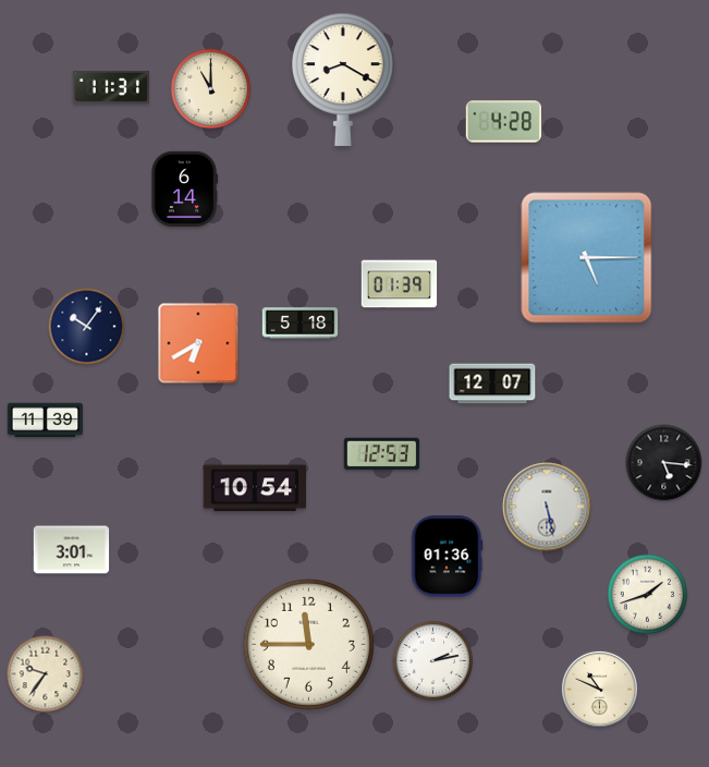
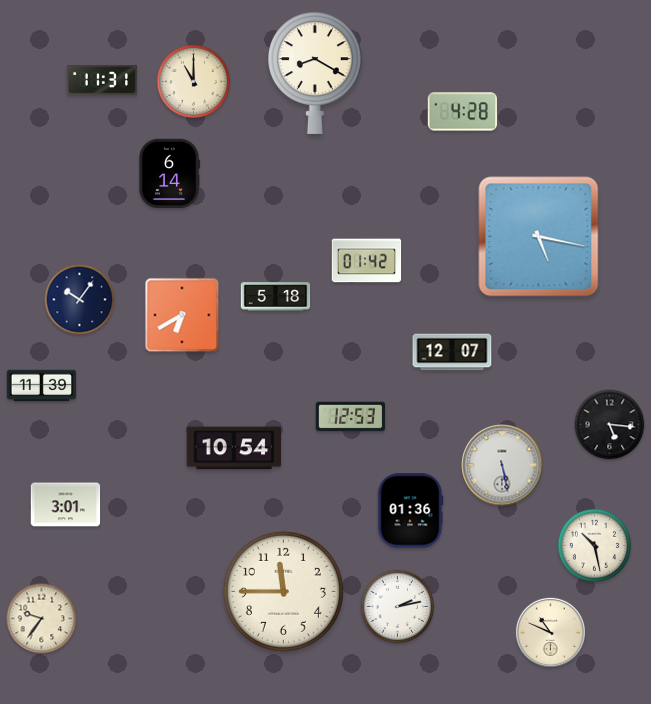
clock at (587, 258): 5:15 -> 5:17
clock at (400, 284): 01:39 -> 01:42
clock at (648, 595): 1:42 -> 10:28
